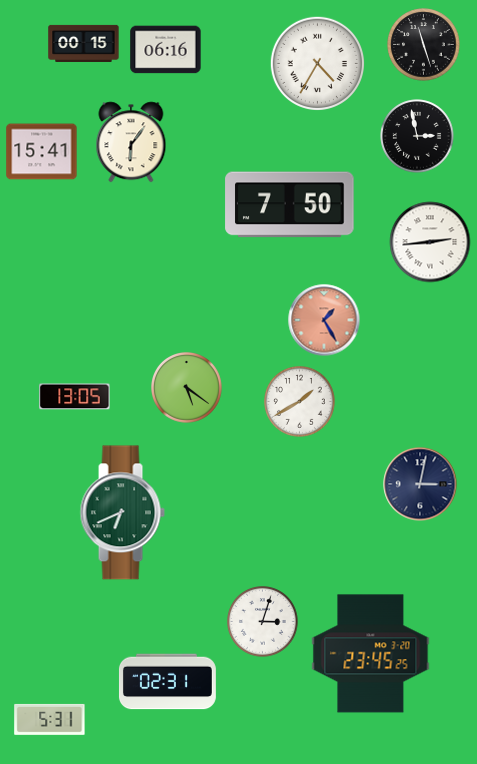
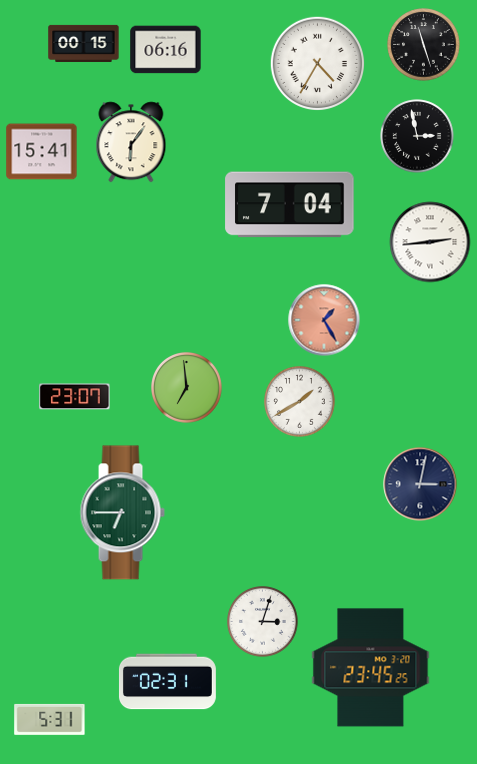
clock at (290, 205): 7:50 -> 7:04
clock at (187, 388): 5:21 -> 6:59
clock at (75, 397): 13:05 -> 23:07
clock at (122, 513): 6:41 -> 6:45
clock at (371, 654) position: (371, 654) -> (371, 668)
